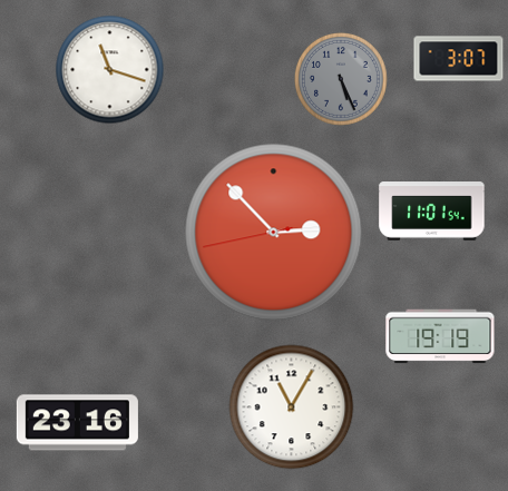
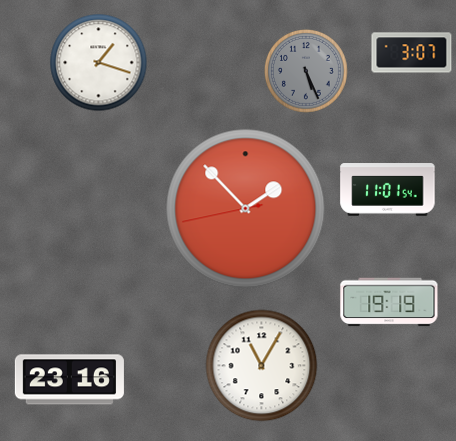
clock at (110, 70): 11:18 -> 1:18
clock at (274, 233): 2:52 -> 1:52
clock at (440, 336) position: (440, 336) -> (389, 302)
